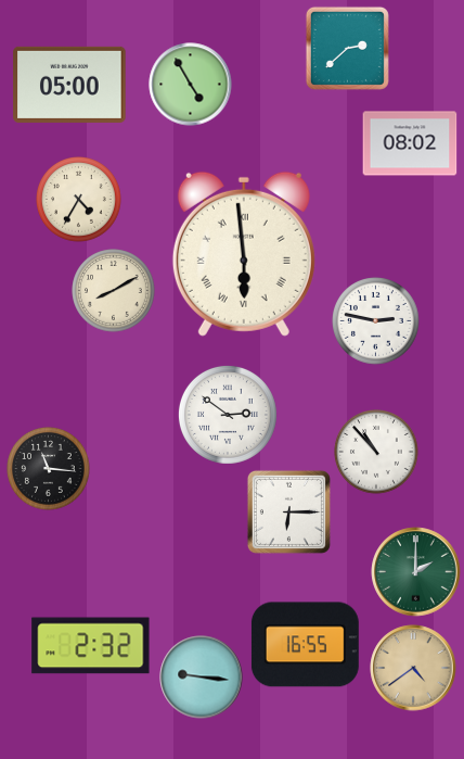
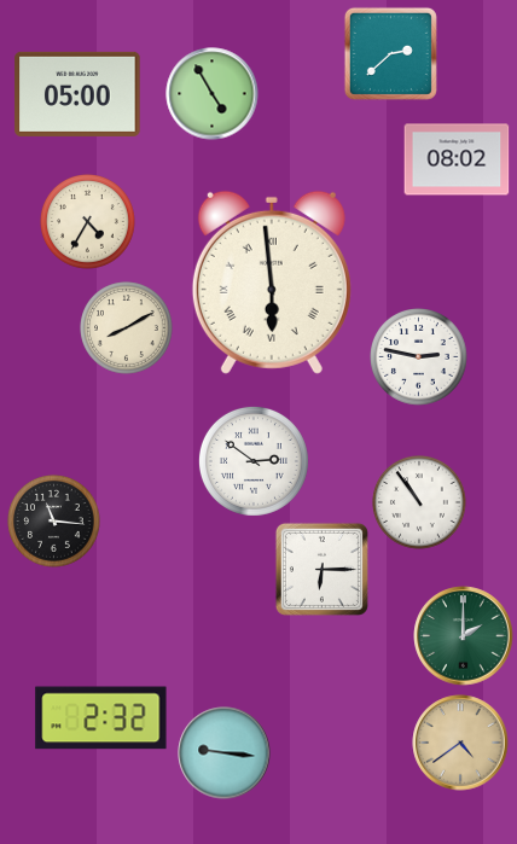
clock at (347, 48) position: (347, 48) -> (390, 53)
clock at (114, 291) position: (114, 291) -> (127, 328)
clock at (376, 452): 10:53 -> 10:54
clock at (305, 645): 16:55 -> none
